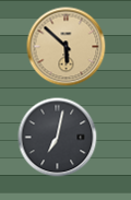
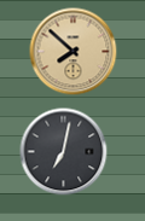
clock at (67, 47): 5:52 -> 7:52
